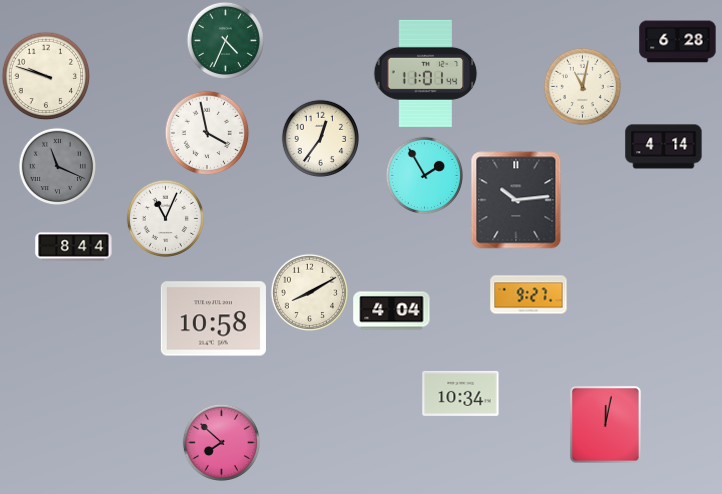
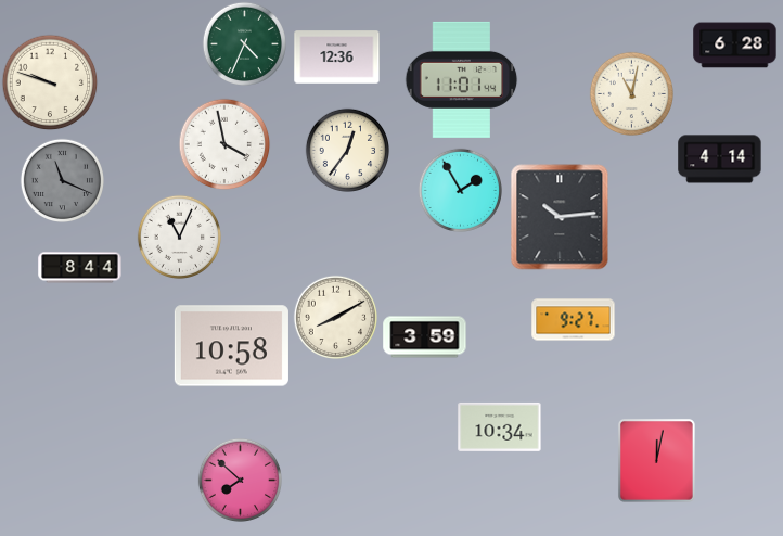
clock at (337, 58): none -> 12:36
clock at (392, 311): 4:04 -> 3:59
